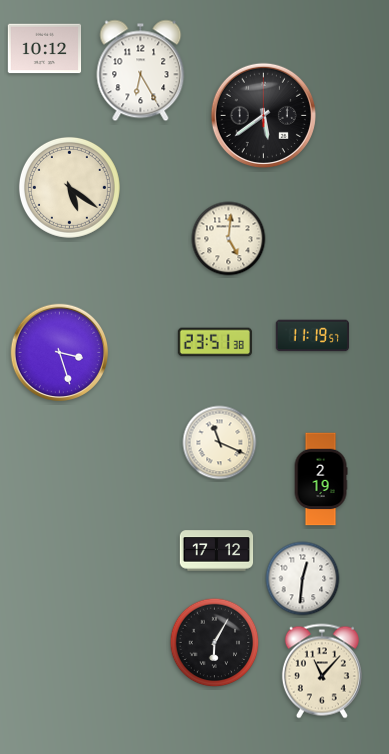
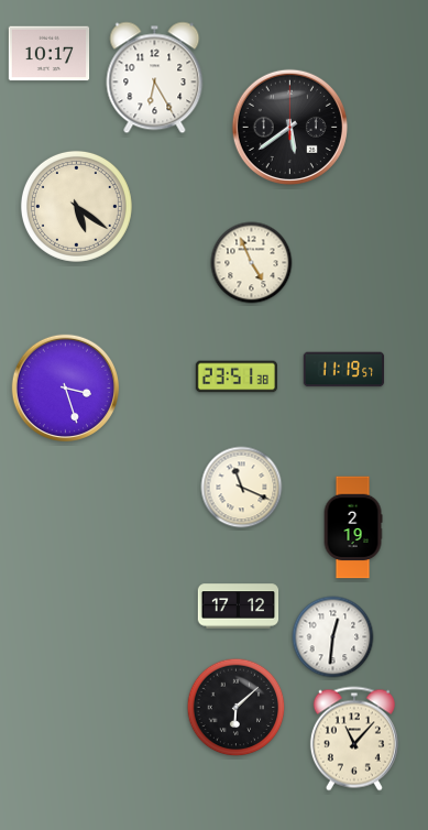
clock at (45, 49): 10:12 -> 10:17
clock at (229, 239): 5:01 -> 4:56
clock at (215, 643): 6:05 -> 6:08
